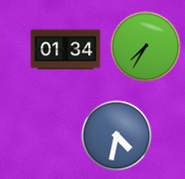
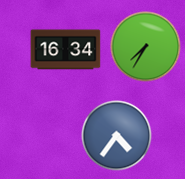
clock at (66, 50): 01:34 -> 16:34
clock at (117, 136): 4:32 -> 4:36
